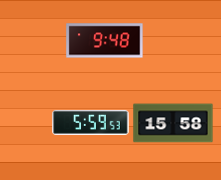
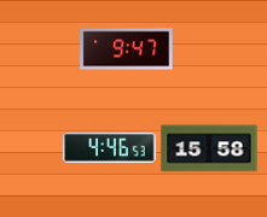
clock at (105, 41): 9:48 -> 9:47
clock at (91, 122): 5:59 -> 4:46
